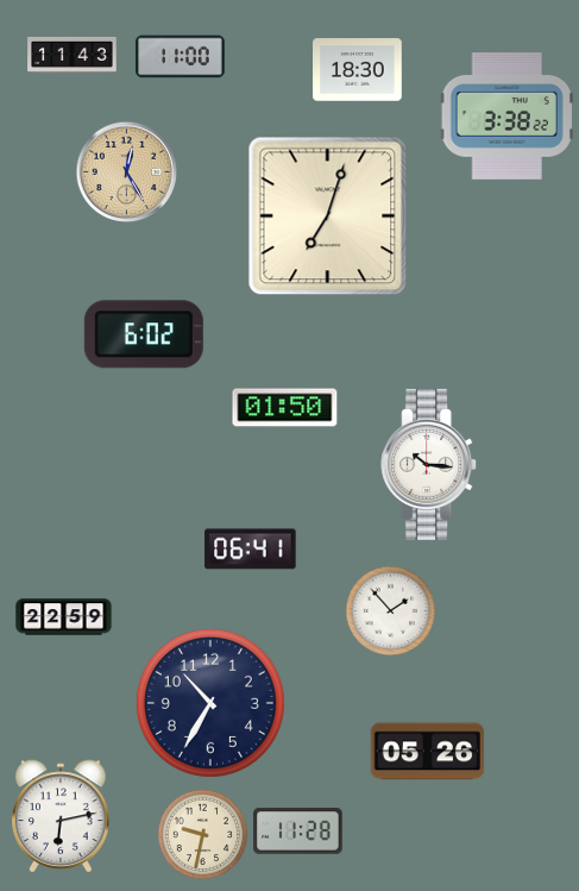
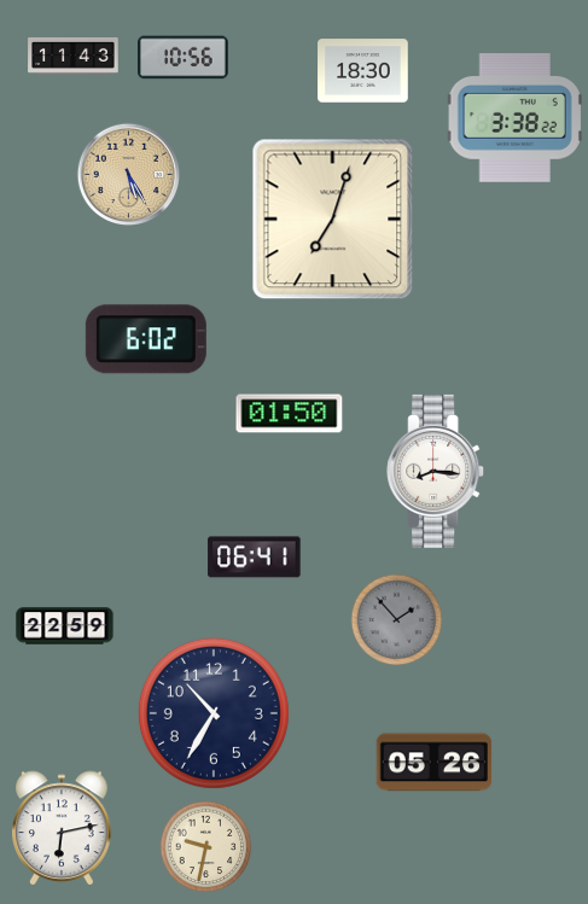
clock at (181, 57): 11:00 -> 10:56
clock at (126, 171): 12:25 -> 5:25
clock at (429, 464): 10:16 -> 8:16
clock at (391, 611) dial: white -> grey
clock at (298, 832): 11:28 -> none
